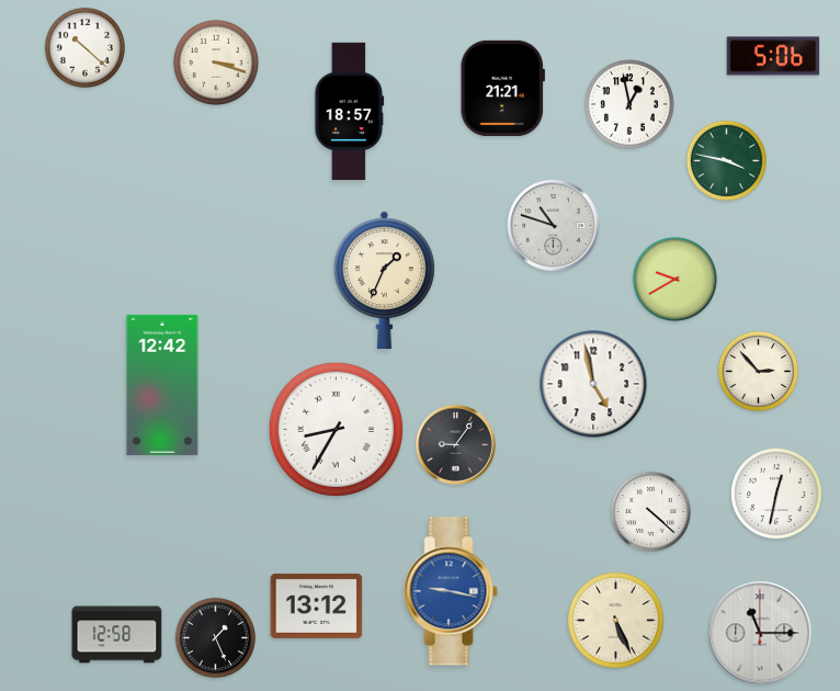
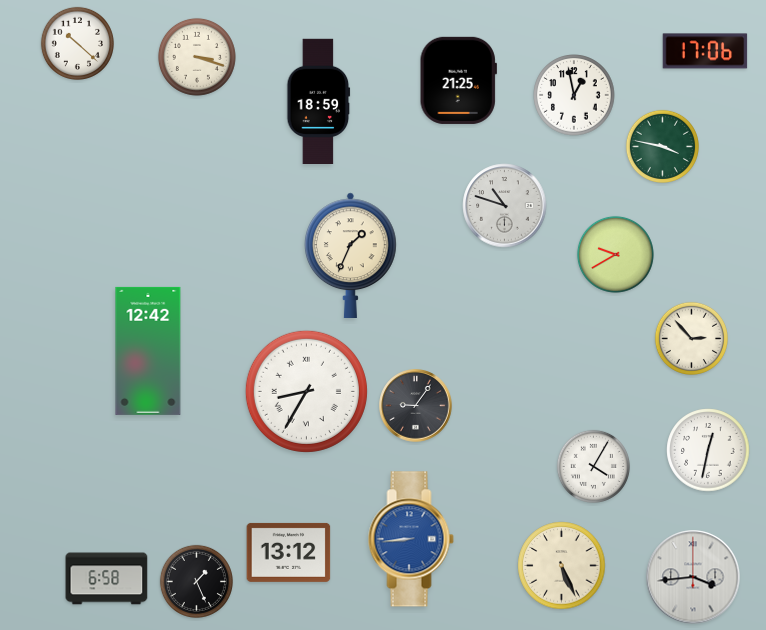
clock at (773, 56): 5:06 -> 17:06
clock at (502, 88): 21:21 -> 21:25
clock at (350, 111): 18:57 -> 18:59
clock at (593, 384): 4:58 -> none
clock at (650, 511): 4:22 -> 4:05
clock at (451, 591): 9:17 -> 8:44
clock at (760, 633): 11:15 -> 3:44
clock at (117, 635): 12:58 -> 6:58
